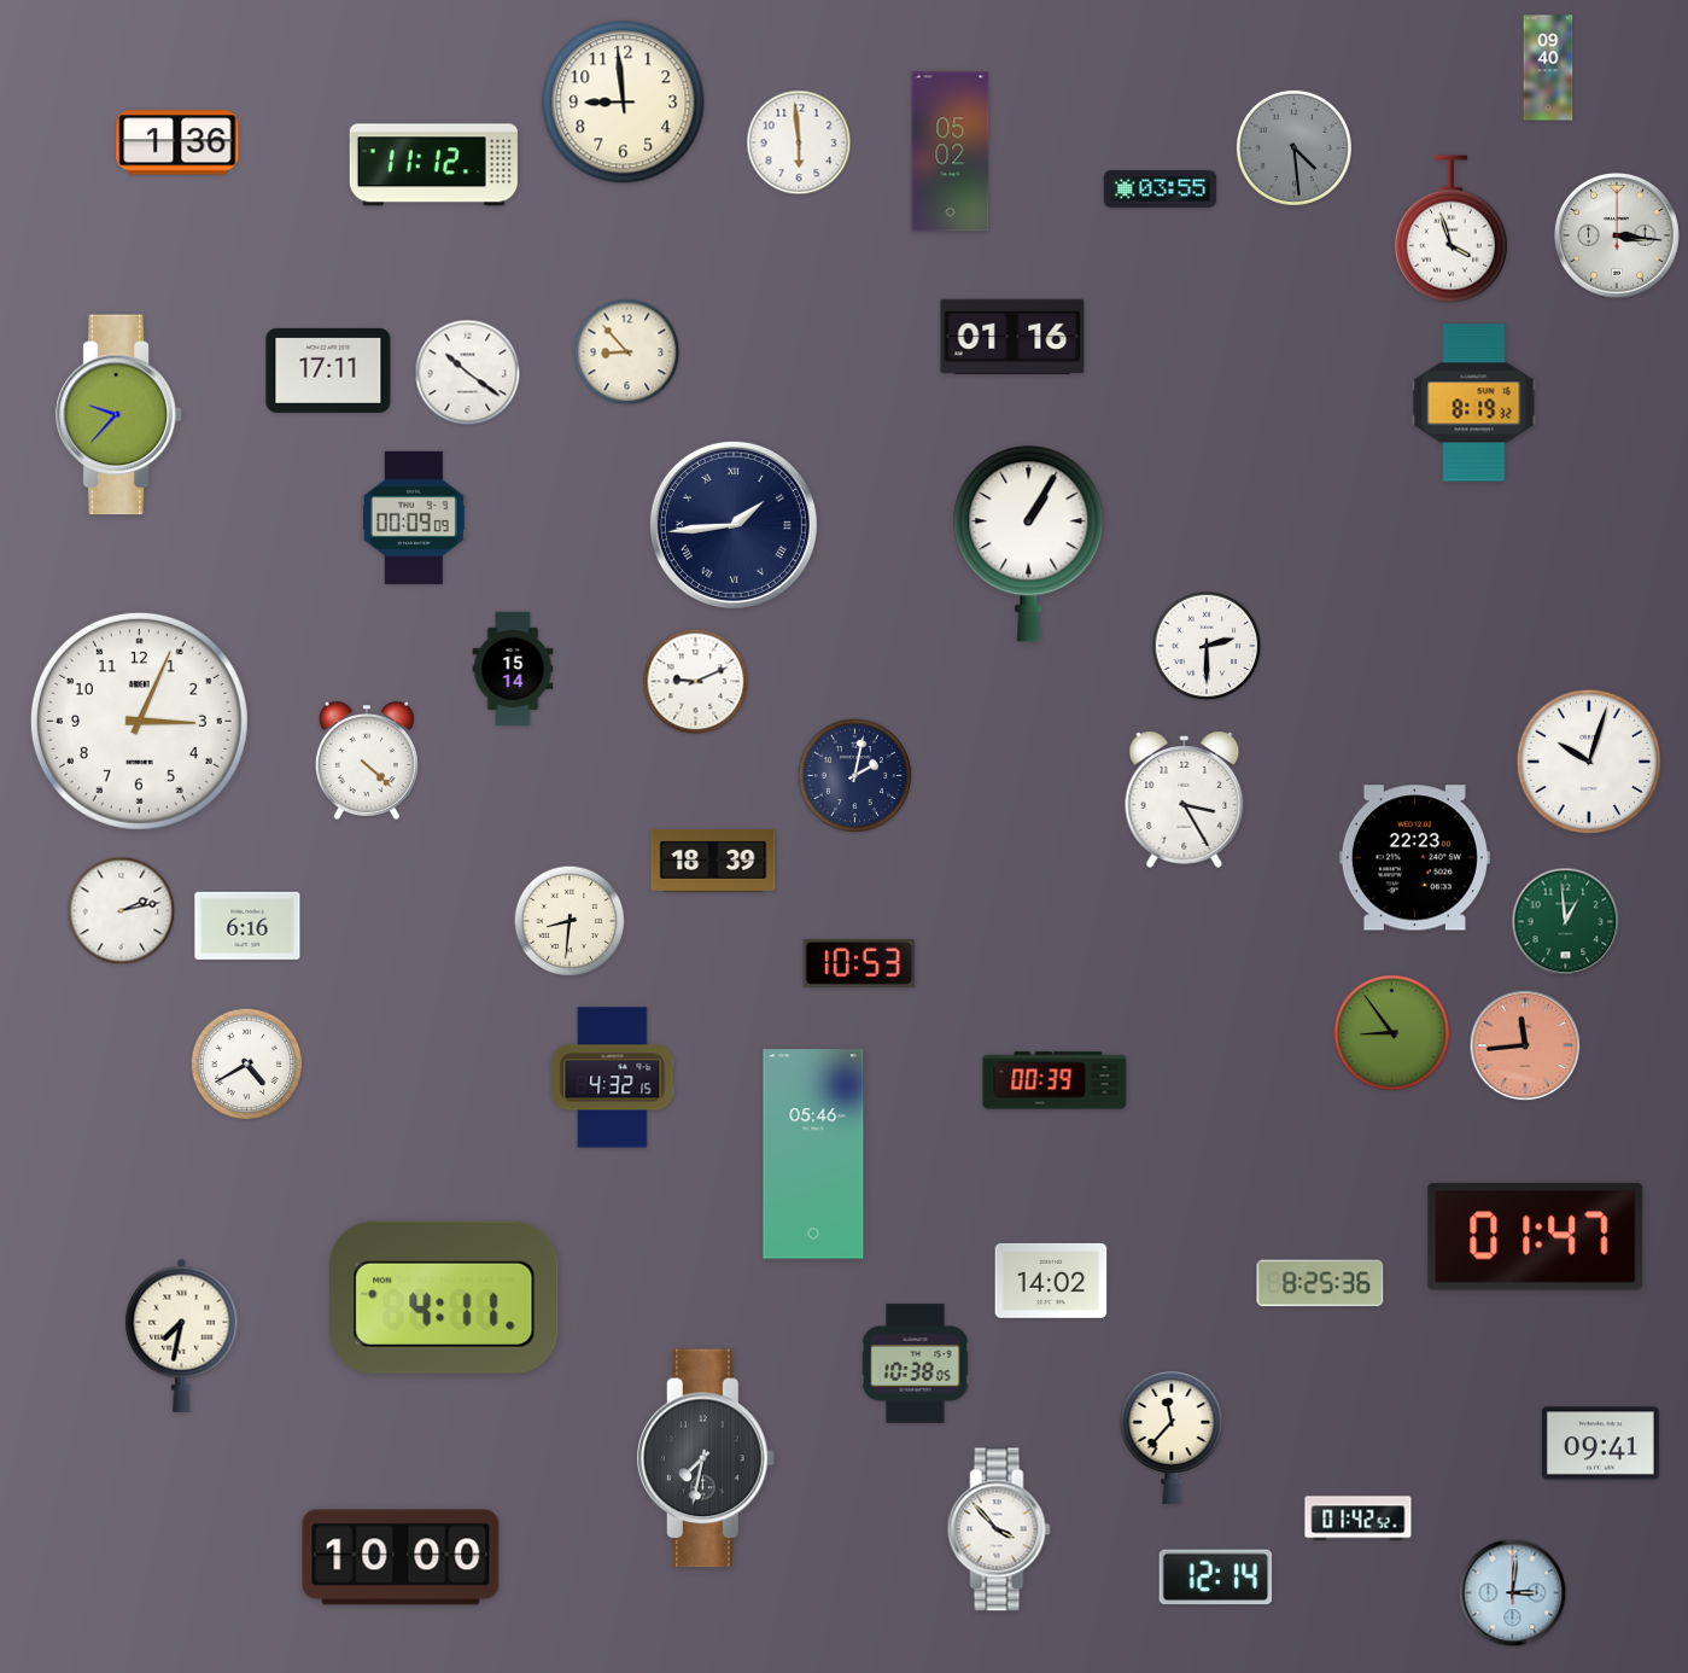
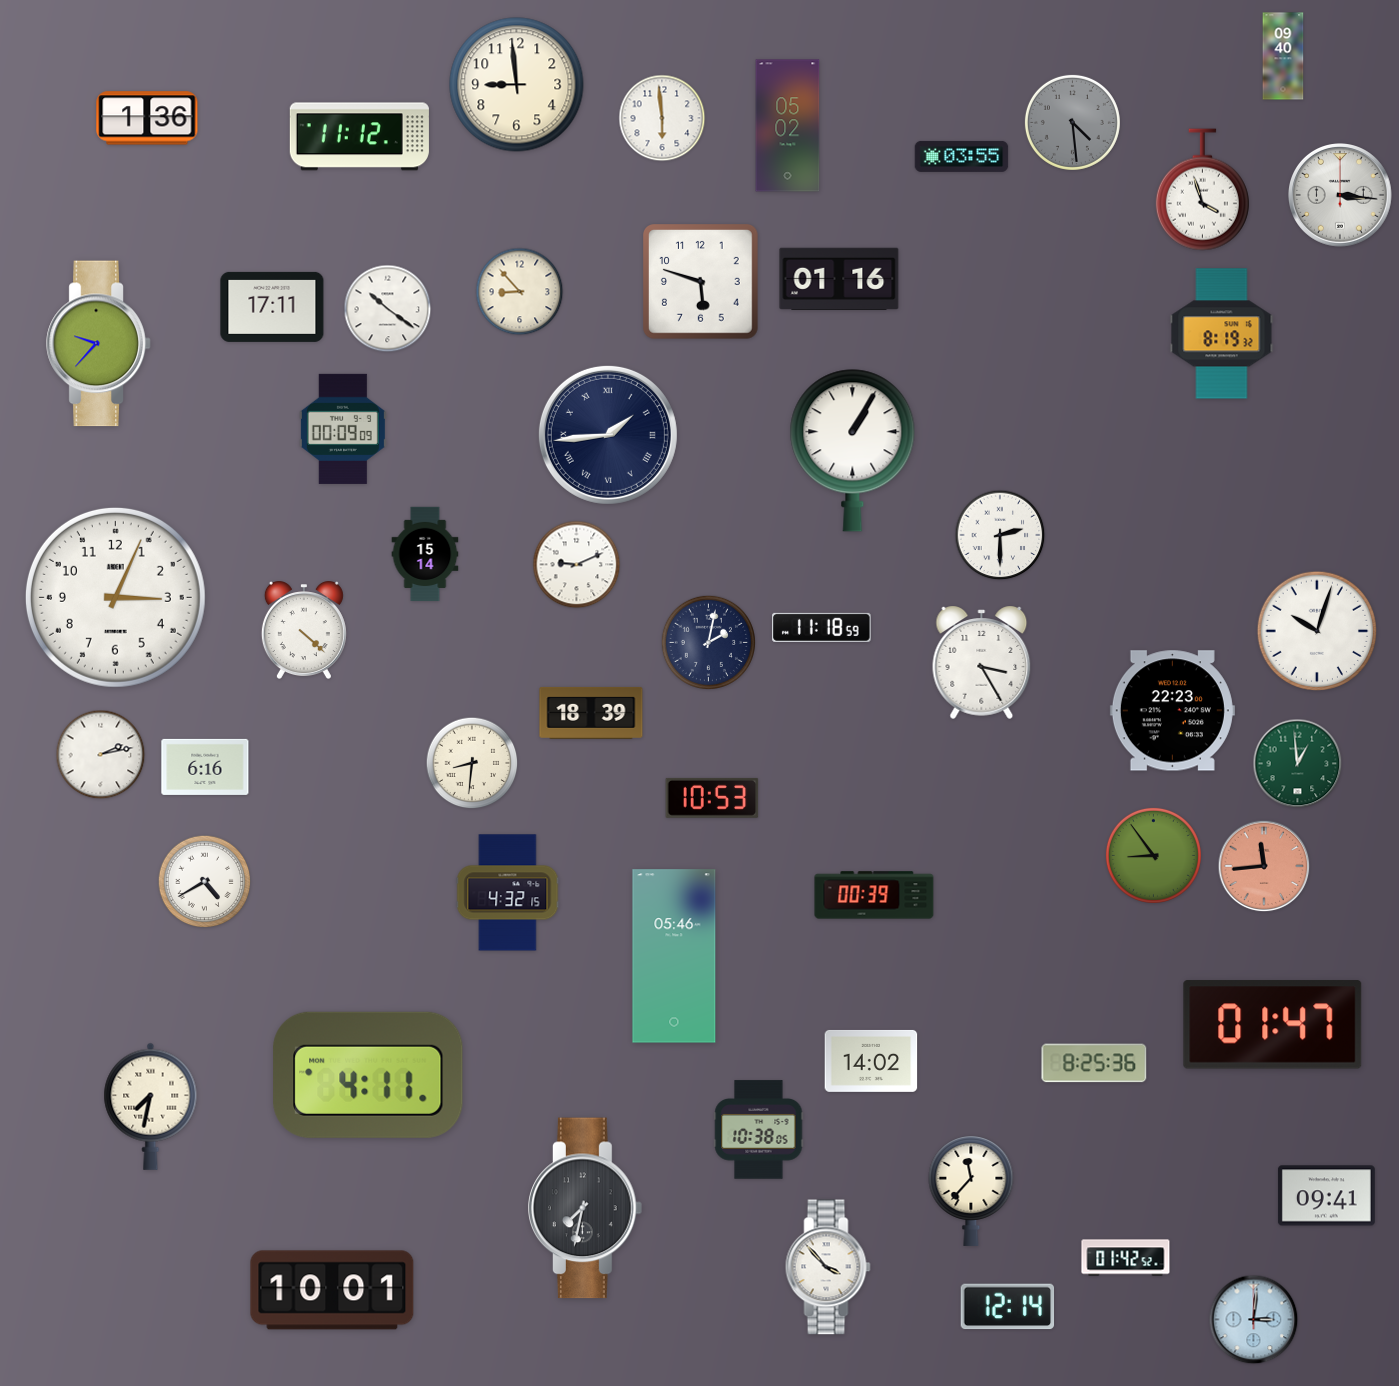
clock at (701, 282): none -> 5:48
clock at (822, 627): none -> 11:18
clock at (401, 1557): 10:00 -> 10:01
